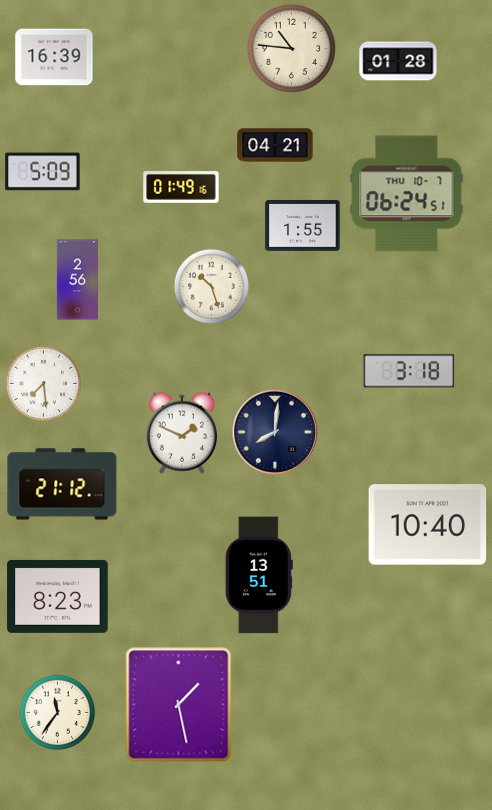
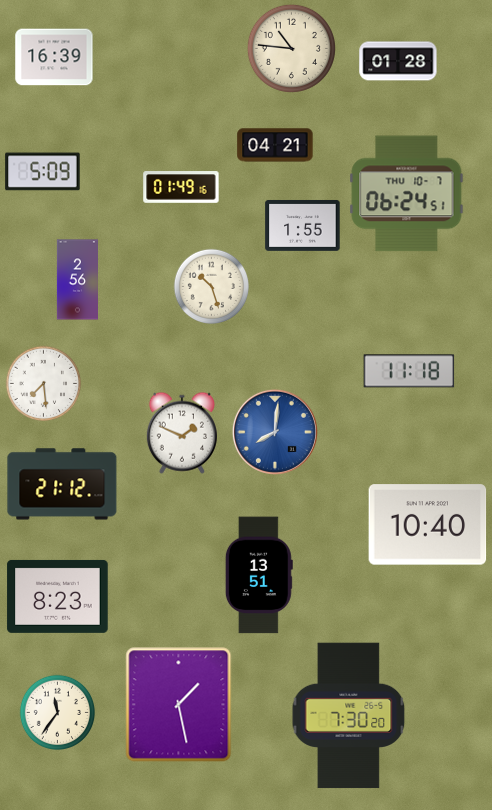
clock at (409, 371): 3:18 -> 11:18
clock at (275, 432) dial: navy -> blue
clock at (349, 716): none -> 7:30
